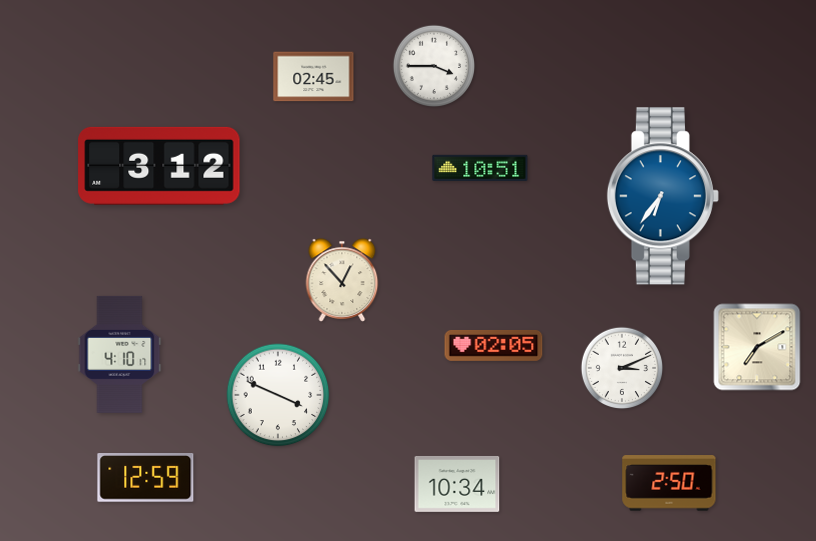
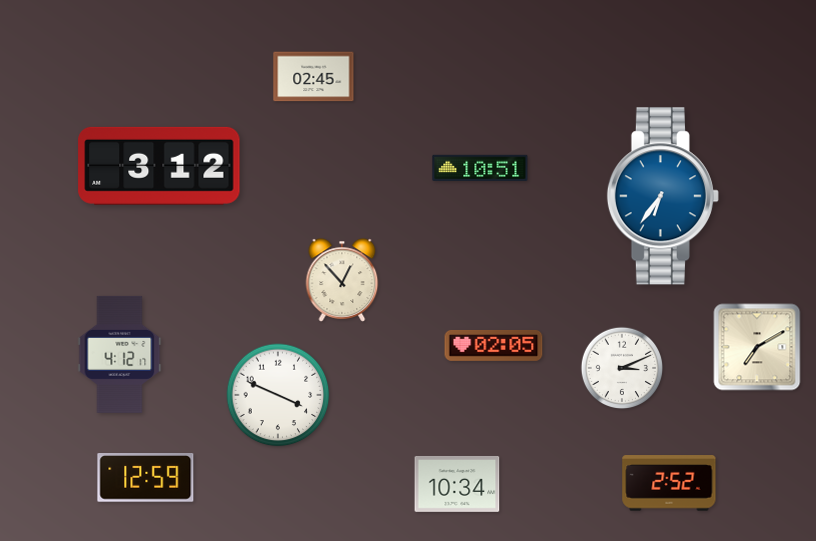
clock at (434, 66): 3:45 -> none
clock at (120, 354): 4:10 -> 4:12
clock at (669, 483): 2:50 -> 2:52
